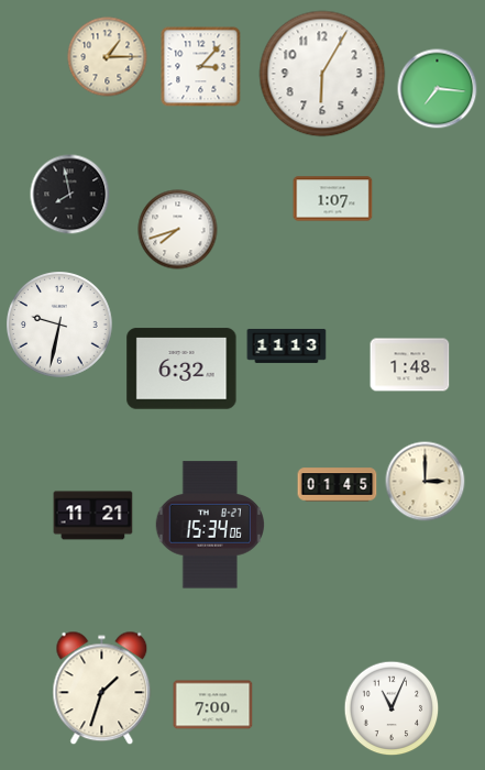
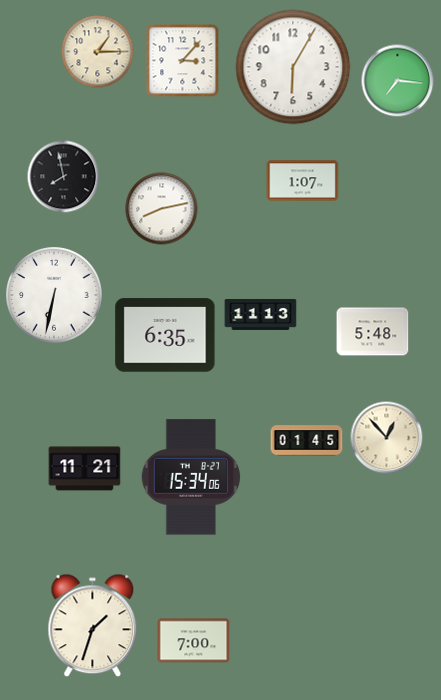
clock at (178, 230): 7:42 -> 8:13
clock at (60, 326): 9:32 -> 6:32
clock at (410, 365): 1:48 -> 5:48
clock at (181, 369): 6:32 -> 6:35
clock at (426, 482): 3:00 -> 12:53
clock at (392, 708): 11:04 -> none
